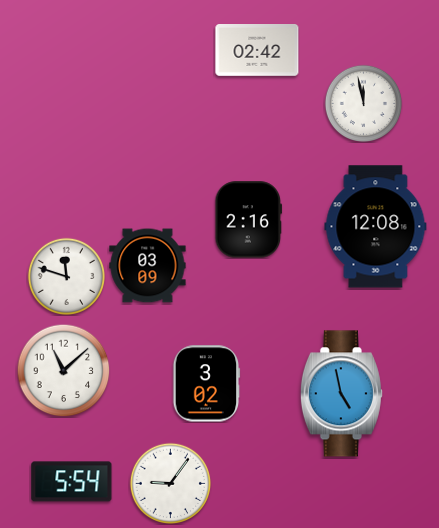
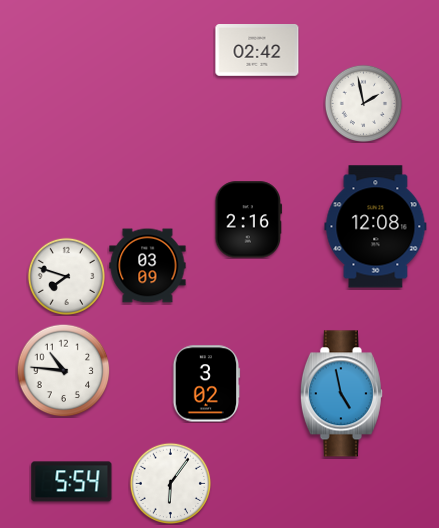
clock at (363, 103): 11:58 -> 1:58
clock at (66, 276): 11:48 -> 7:48
clock at (63, 370): 11:08 -> 10:46
clock at (170, 483): 9:06 -> 6:06
